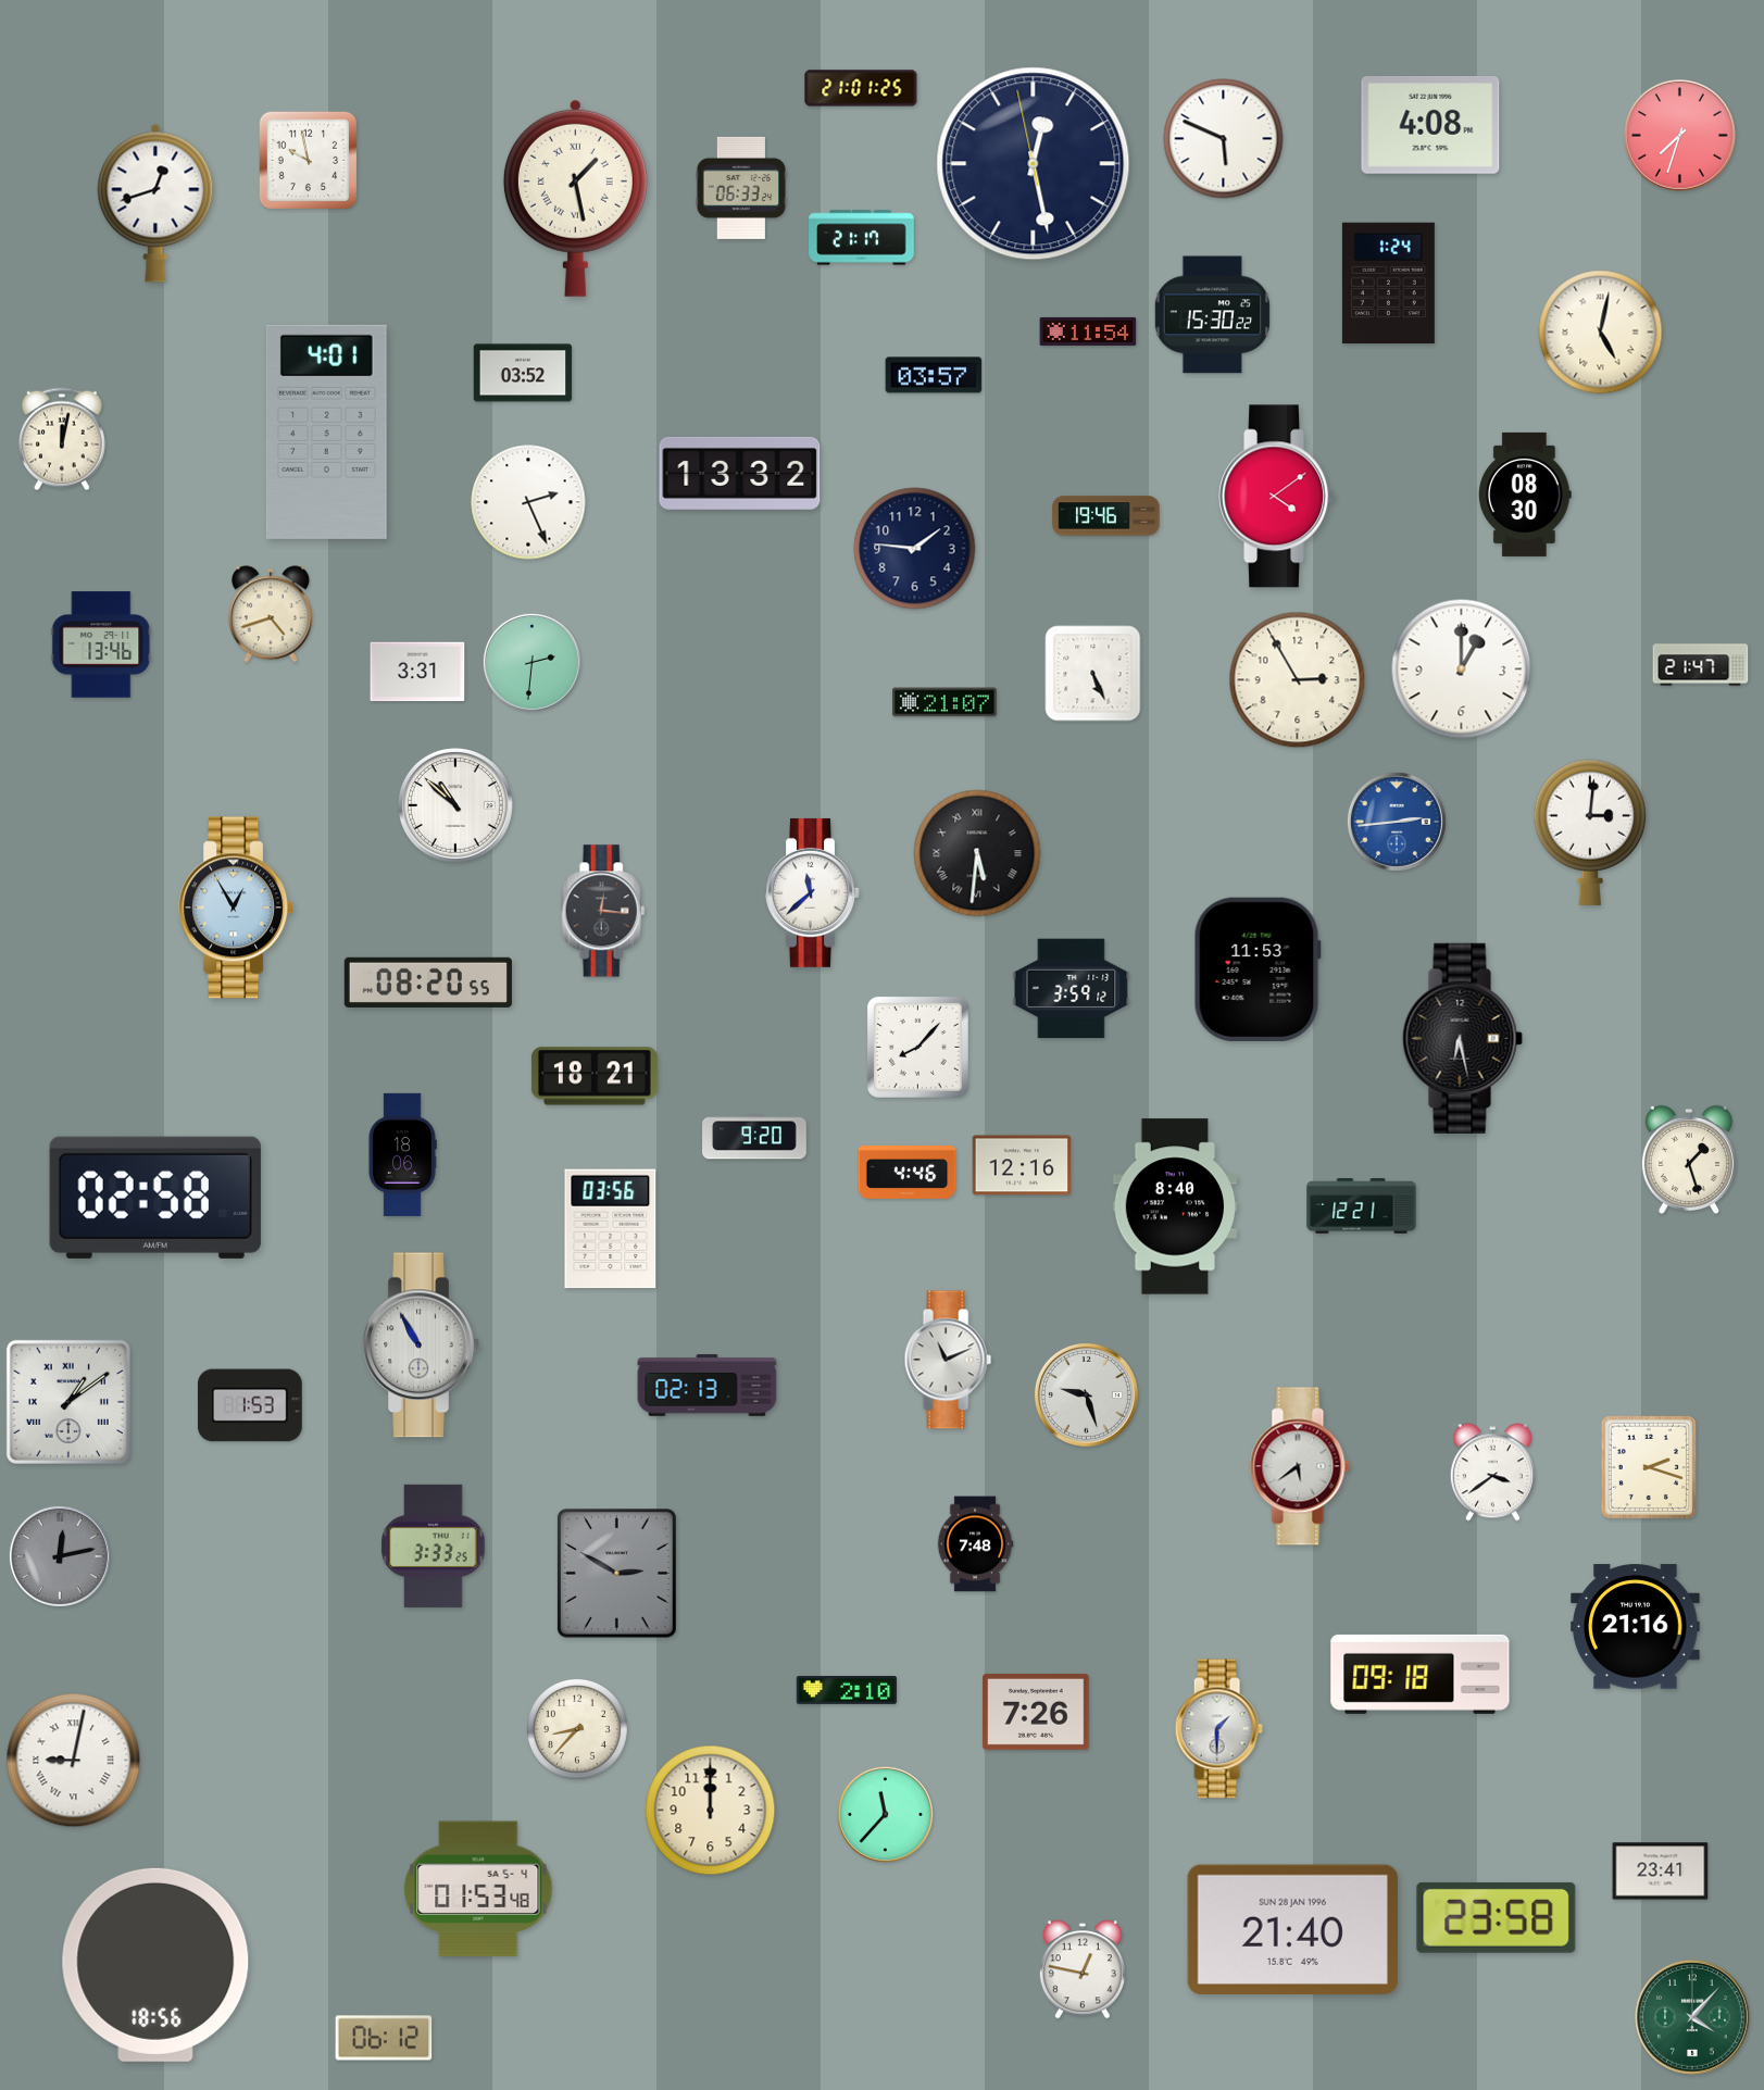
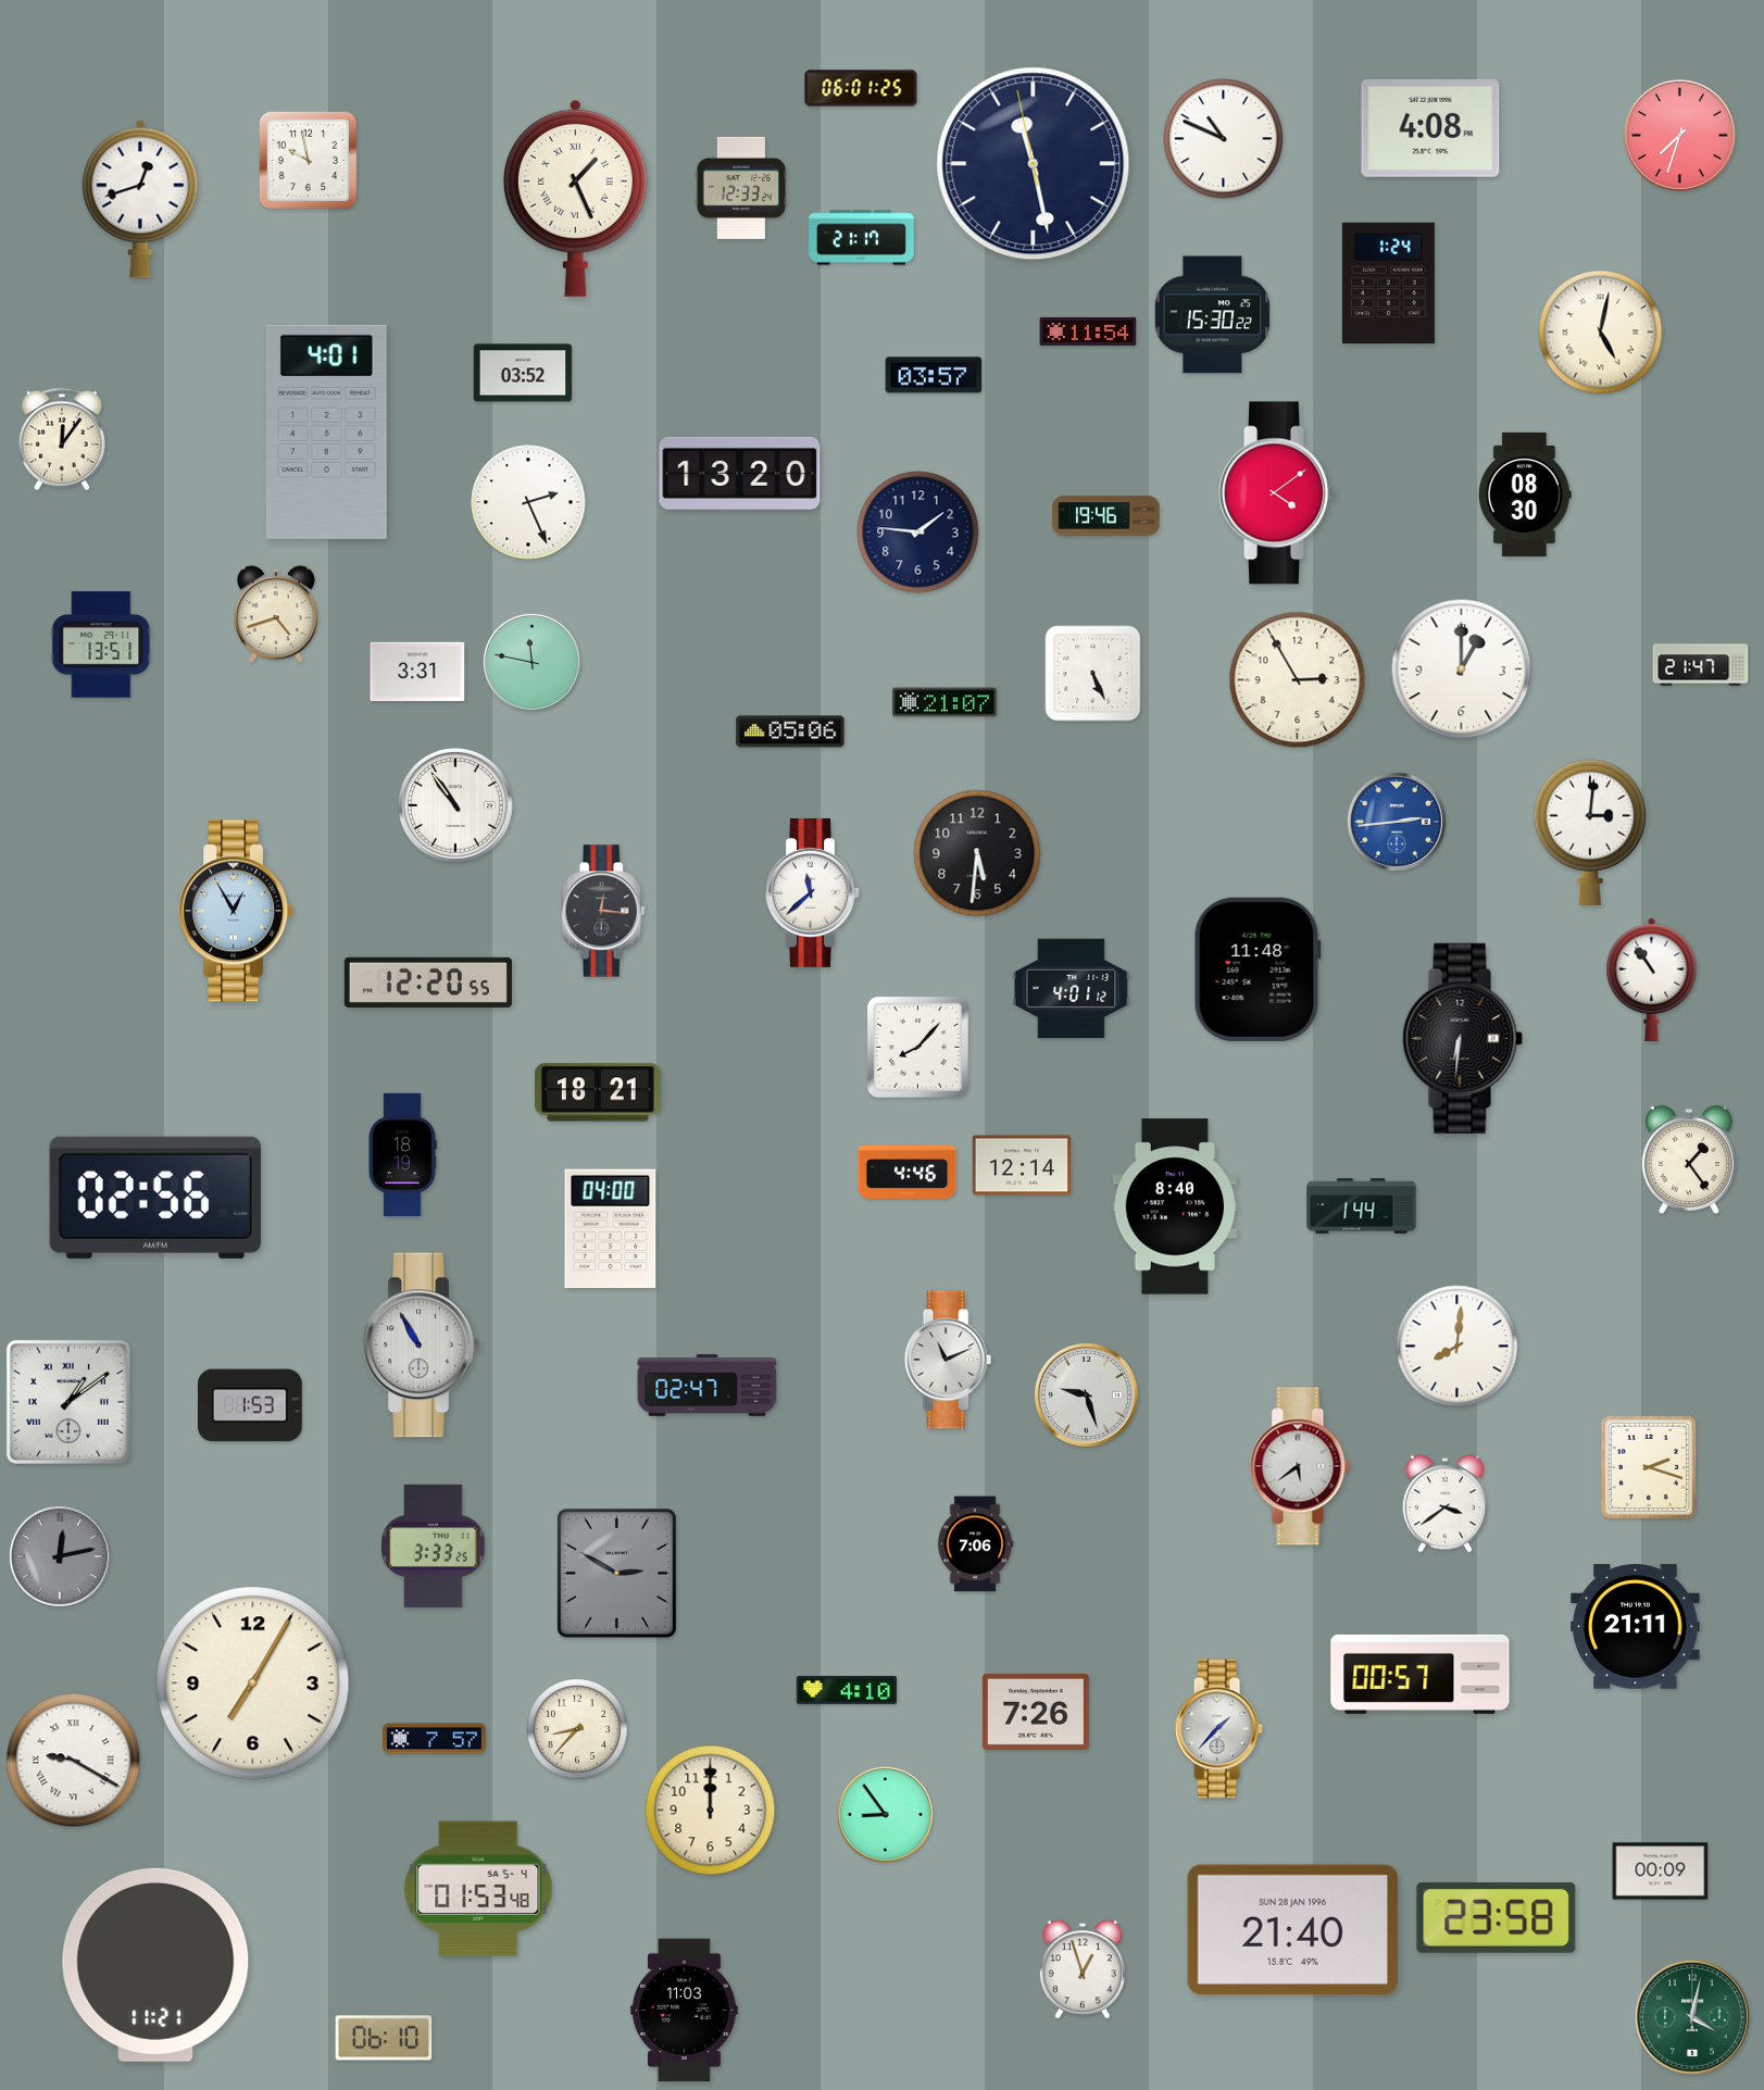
clock at (861, 88): 21:01 -> 06:01
clock at (1430, 125) position: (1430, 125) -> (1430, 128)
clock at (1224, 139): 5:49 -> 10:49
clock at (1034, 164): 12:27 -> 11:27
clock at (740, 188): 06:33 -> 12:33
clock at (575, 198): 1:28 -> 1:26
clock at (155, 203) position: (155, 203) -> (140, 199)
clock at (63, 439): 12:02 -> 12:06
clock at (740, 473): 13:32 -> 13:20
clock at (1276, 497) position: (1276, 497) -> (1276, 493)
clock at (915, 549) position: (915, 549) -> (918, 533)
clock at (271, 614) position: (271, 614) -> (276, 614)
clock at (101, 644): 13:46 -> 13:51
clock at (531, 662): 2:31 -> 11:47
clock at (790, 731): none -> 05:06
clock at (455, 805): 10:52 -> 10:54
clock at (977, 853) numerals: Roman -> Arabic
clock at (237, 908) position: (237, 908) -> (237, 911)
clock at (1258, 969): 11:53 -> 11:48
clock at (1652, 979): none -> 10:54
clock at (428, 983): 08:20 -> 12:20
clock at (1072, 989): 3:59 -> 4:01
clock at (1462, 1038): 6:28 -> 6:31
clock at (595, 1076) position: (595, 1076) -> (598, 1092)
clock at (754, 1137): 9:20 -> none
clock at (402, 1154): 18:06 -> 18:19
clock at (1689, 1160): 1:27 -> 1:24
clock at (1022, 1165): 12:16 -> 12:14
clock at (155, 1198): 02:58 -> 02:56
clock at (1362, 1206): 12:21 -> 1:44
clock at (611, 1229): 03:56 -> 04:00
clock at (1458, 1347): none -> 8:01
clock at (708, 1386): 02:13 -> 02:47
clock at (1492, 1473) position: (1492, 1473) -> (1444, 1504)
clock at (975, 1544): 7:48 -> 7:06
clock at (1636, 1627): 21:16 -> 21:11
clock at (1421, 1674): 09:18 -> 00:57
clock at (253, 1684): none -> 7:05
clock at (847, 1690): 2:10 -> 4:10
clock at (1218, 1729): 1:30 -> 1:37
clock at (434, 1739): none -> 7:57
clock at (74, 1761): 9:02 -> 9:20
clock at (885, 1814): 11:37 -> 8:54
clock at (1661, 1872): 23:41 -> 00:09
clock at (155, 1965): 18:56 -> 11:21
clock at (1083, 1969): 12:47 -> 12:57
clock at (685, 2011): none -> 11:03
clock at (1692, 2017): 4:07 -> 4:02
clock at (384, 2038): 06:12 -> 06:10
